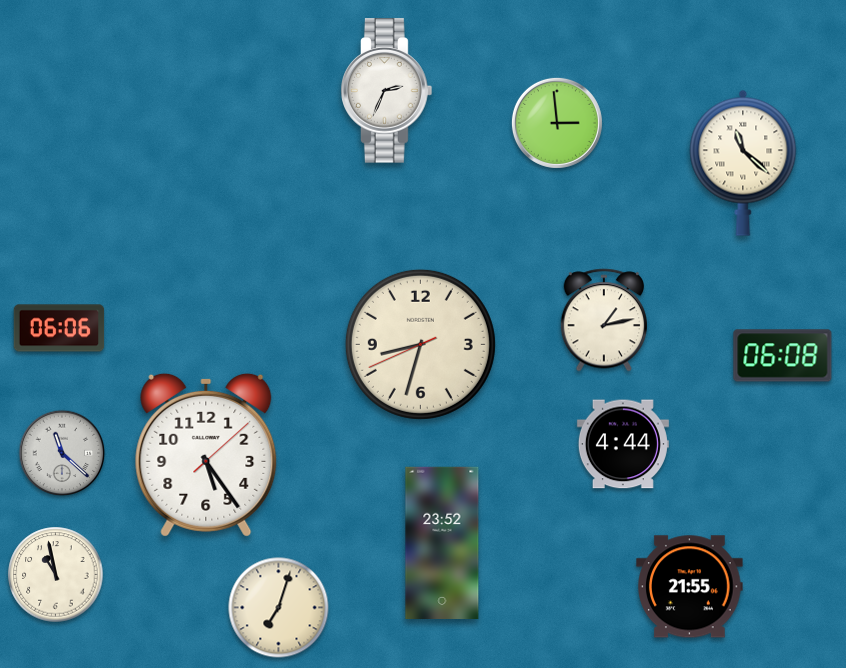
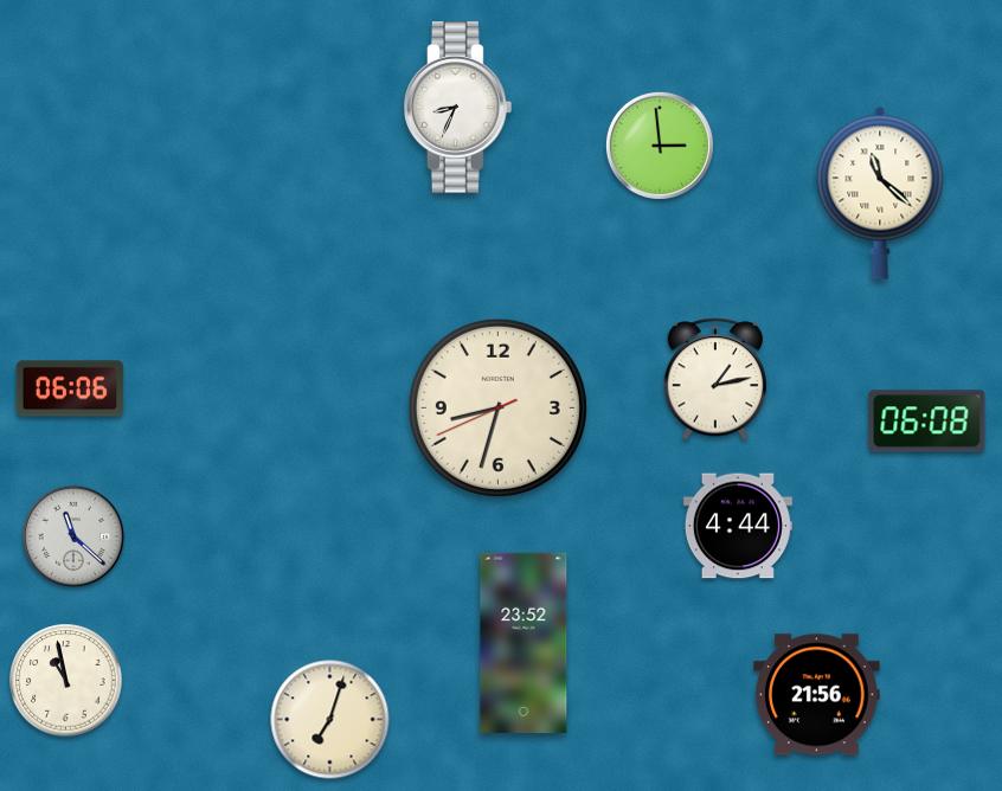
clock at (387, 91): 2:34 -> 8:34
clock at (206, 455): 5:24 -> none
clock at (690, 587): 21:55 -> 21:56
